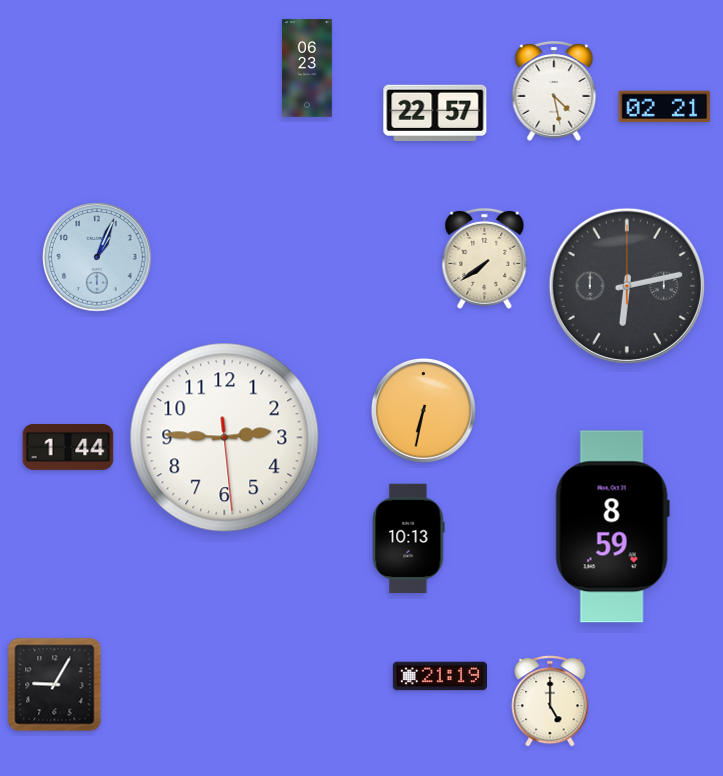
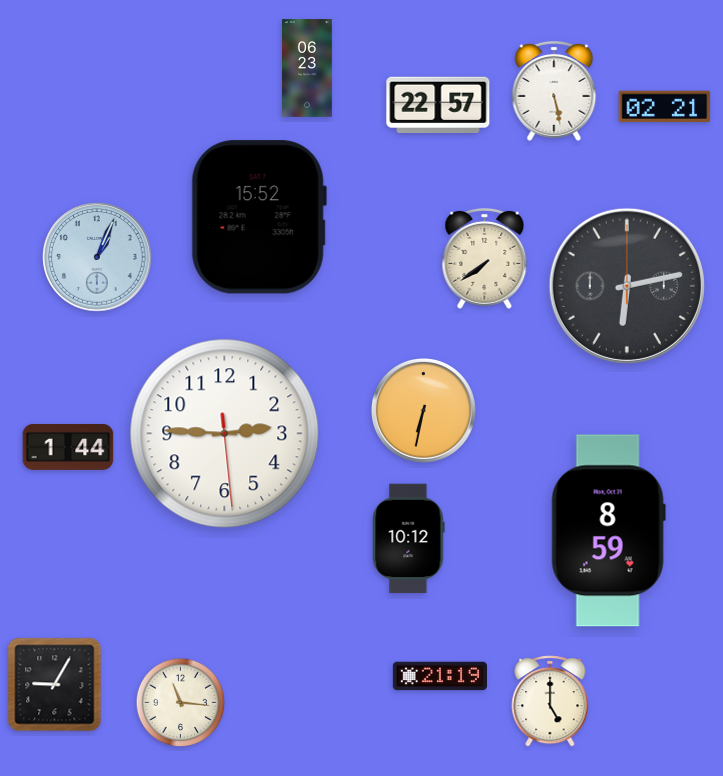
clock at (554, 92): 4:28 -> 5:28
clock at (435, 113) position: (435, 113) -> (438, 105)
clock at (259, 217): none -> 15:52
clock at (225, 438) position: (225, 438) -> (225, 434)
clock at (612, 527) position: (612, 527) -> (608, 531)
clock at (409, 539): 10:13 -> 10:12
clock at (181, 703): none -> 11:16
